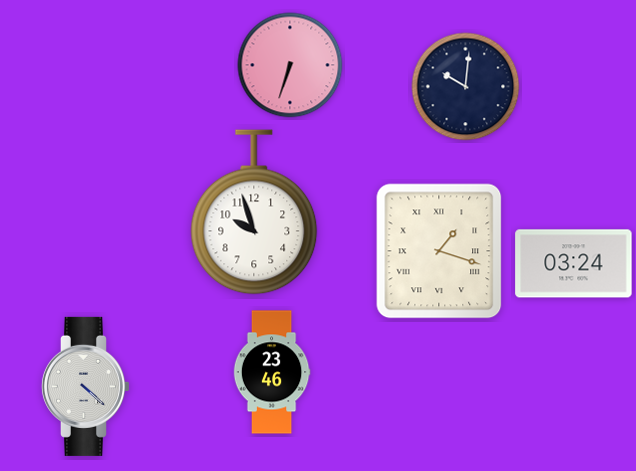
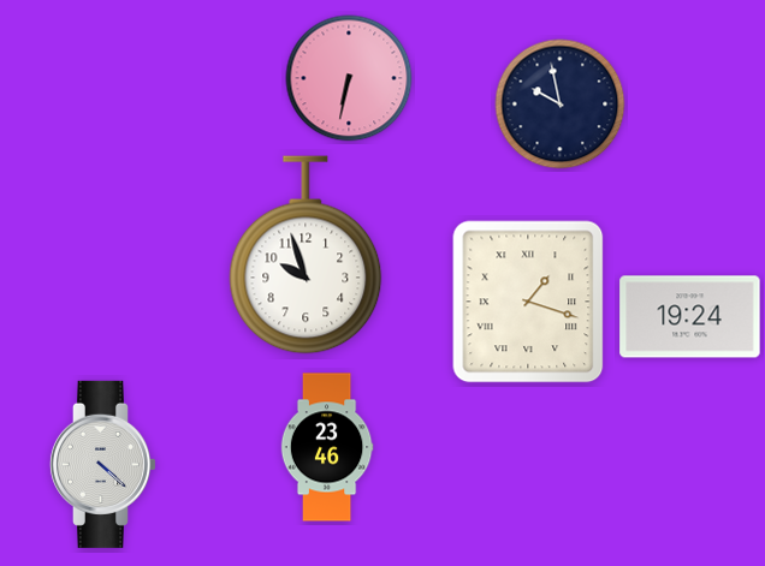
clock at (290, 65): 6:33 -> 6:32
clock at (466, 87): 10:01 -> 9:58
clock at (574, 264): 03:24 -> 19:24
